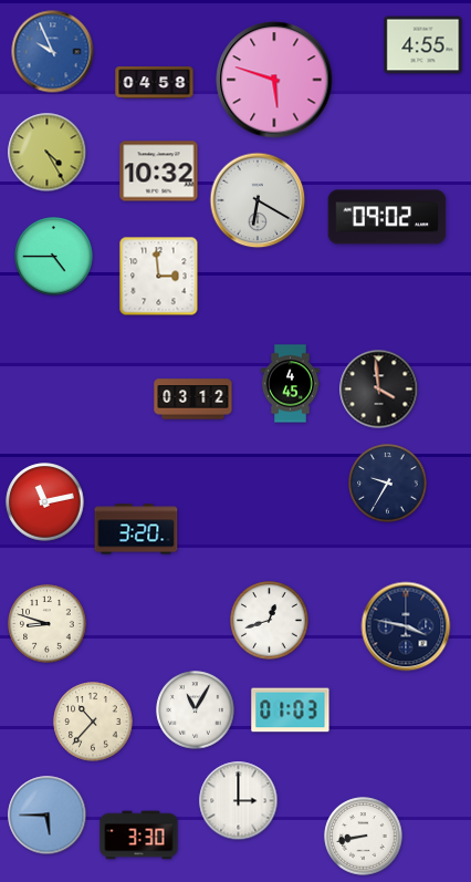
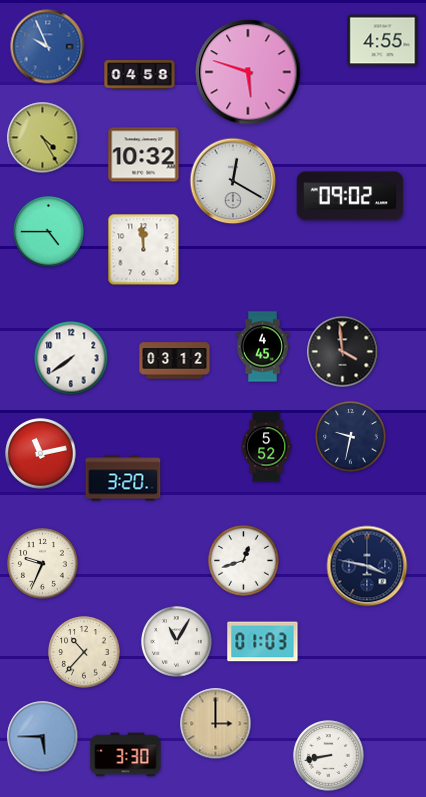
clock at (258, 200): 6:20 -> 12:20
clock at (159, 277): 2:59 -> 11:59
clock at (71, 358): none -> 7:39
clock at (388, 484): 9:35 -> 9:32
clock at (266, 447): none -> 5:52
clock at (48, 624): 8:48 -> 9:34
clock at (239, 801) dial: white -> champagne
